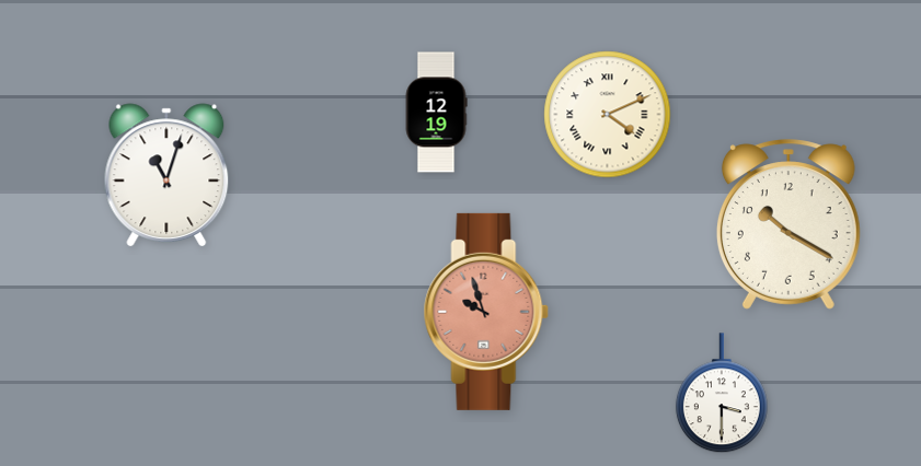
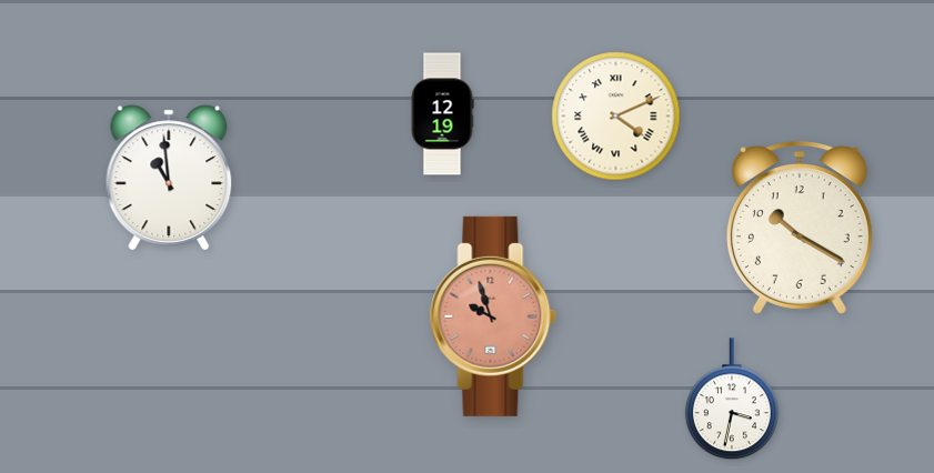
clock at (166, 175): 11:03 -> 10:59
clock at (722, 394): 3:30 -> 3:32
